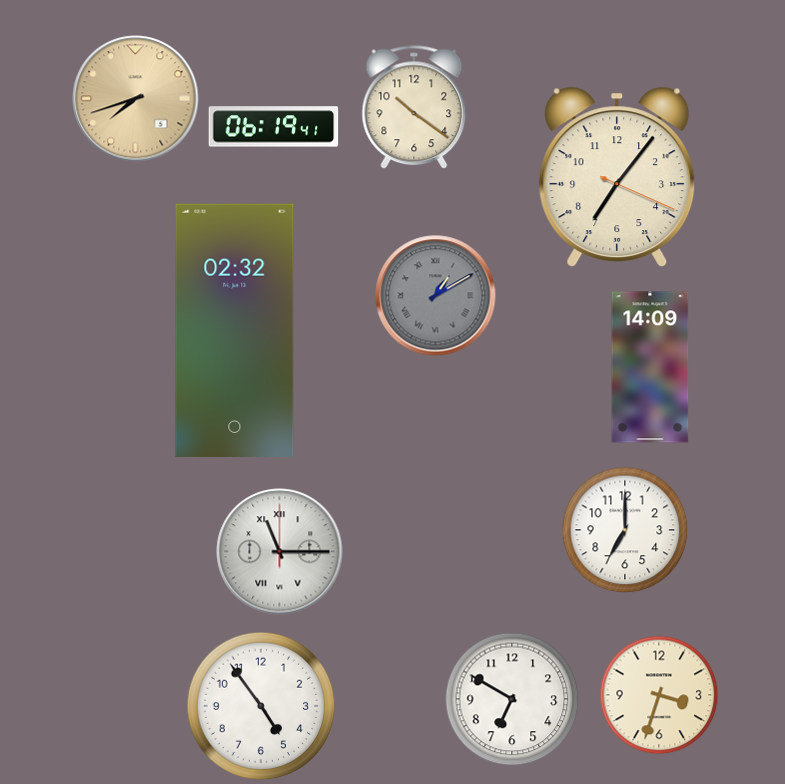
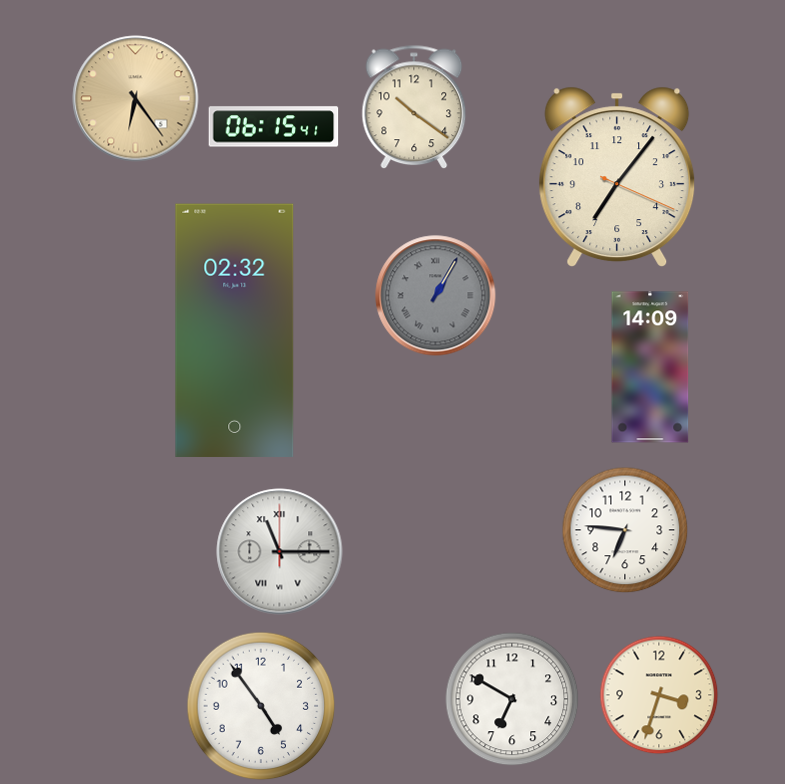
clock at (136, 99): 7:42 -> 6:24
clock at (274, 127): 06:19 -> 06:15
clock at (436, 296): 1:10 -> 1:05
clock at (625, 530): 7:00 -> 6:46
